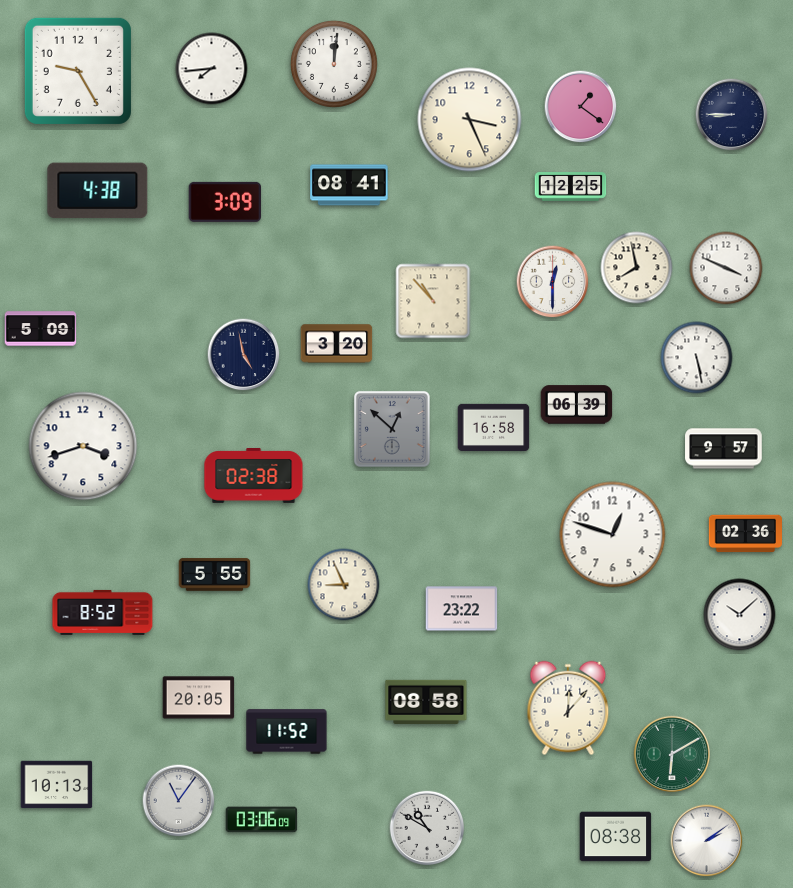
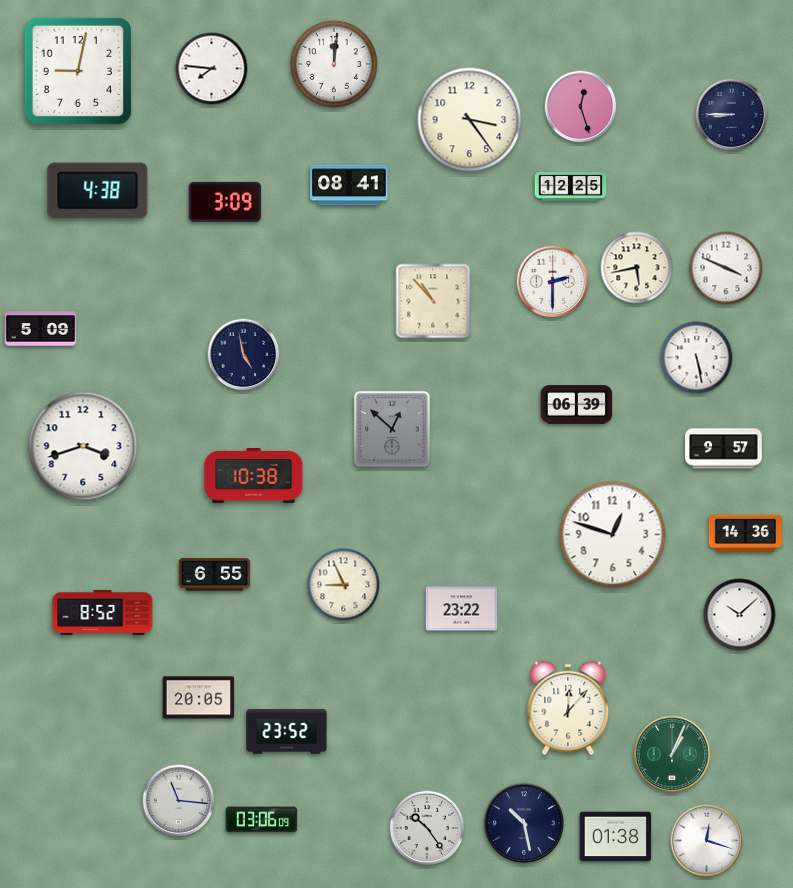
clock at (212, 69): 7:44 -> 7:46
clock at (78, 71): 9:25 -> 9:02
clock at (581, 107): 1:21 -> 12:27
clock at (470, 120): 3:26 -> 3:24
clock at (637, 268): 7:58 -> 5:43
clock at (553, 282): 12:30 -> 2:30
clock at (337, 344): 3:20 -> none
clock at (494, 427): 16:58 -> none
clock at (254, 476): 02:38 -> 10:38
clock at (745, 534): 02:36 -> 14:36
clock at (215, 575): 5:55 -> 6:55
clock at (426, 702): 08:58 -> none
clock at (287, 732): 11:52 -> 23:52
clock at (672, 754): 6:10 -> 1:04
clock at (57, 785): 10:13 -> none
clock at (179, 801): 11:06 -> 11:16
clock at (524, 823): none -> 10:28
clock at (427, 828): 10:50 -> 10:24
clock at (616, 837): 08:38 -> 01:38
clock at (707, 841): 2:09 -> 12:18
